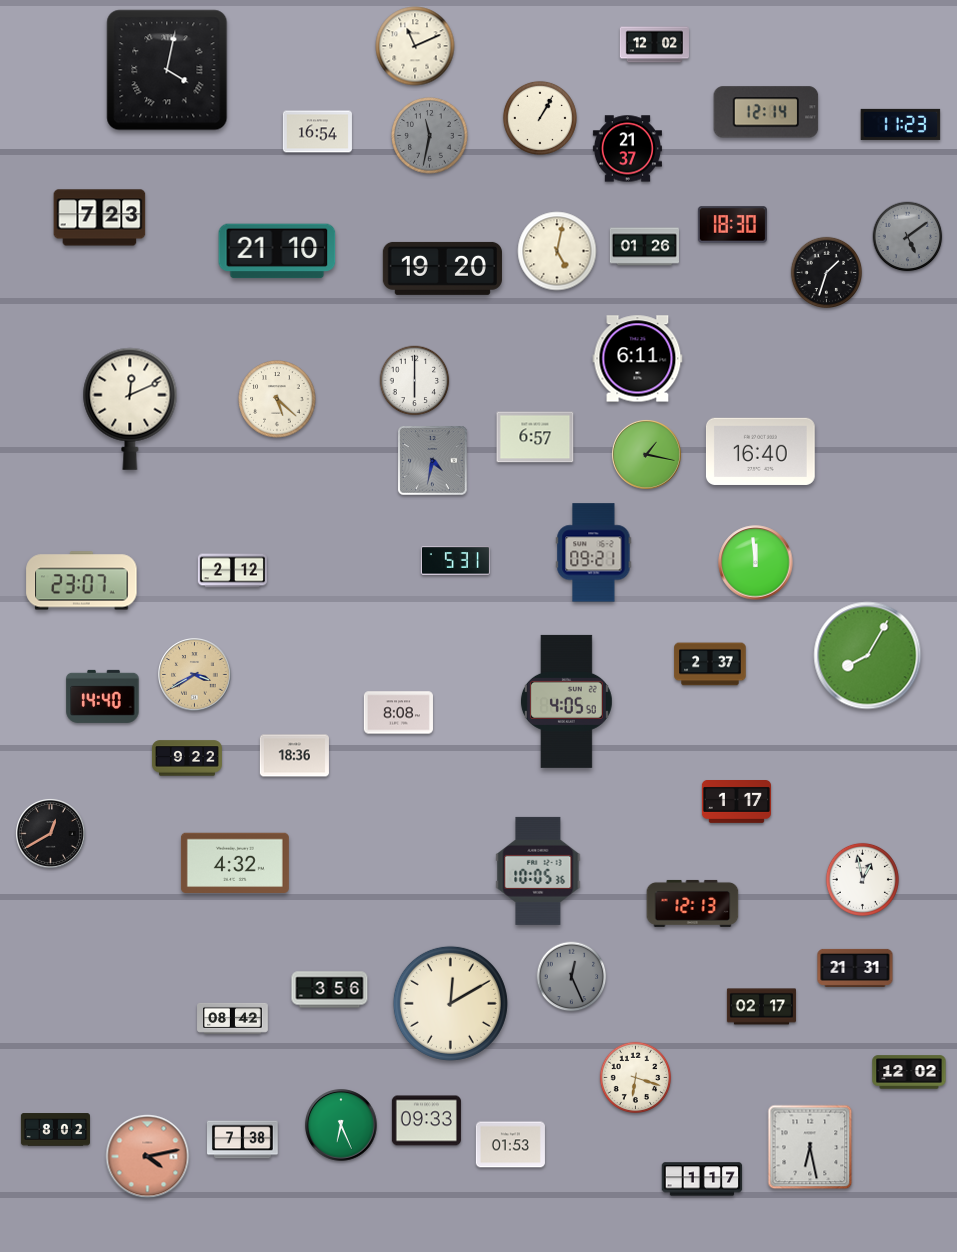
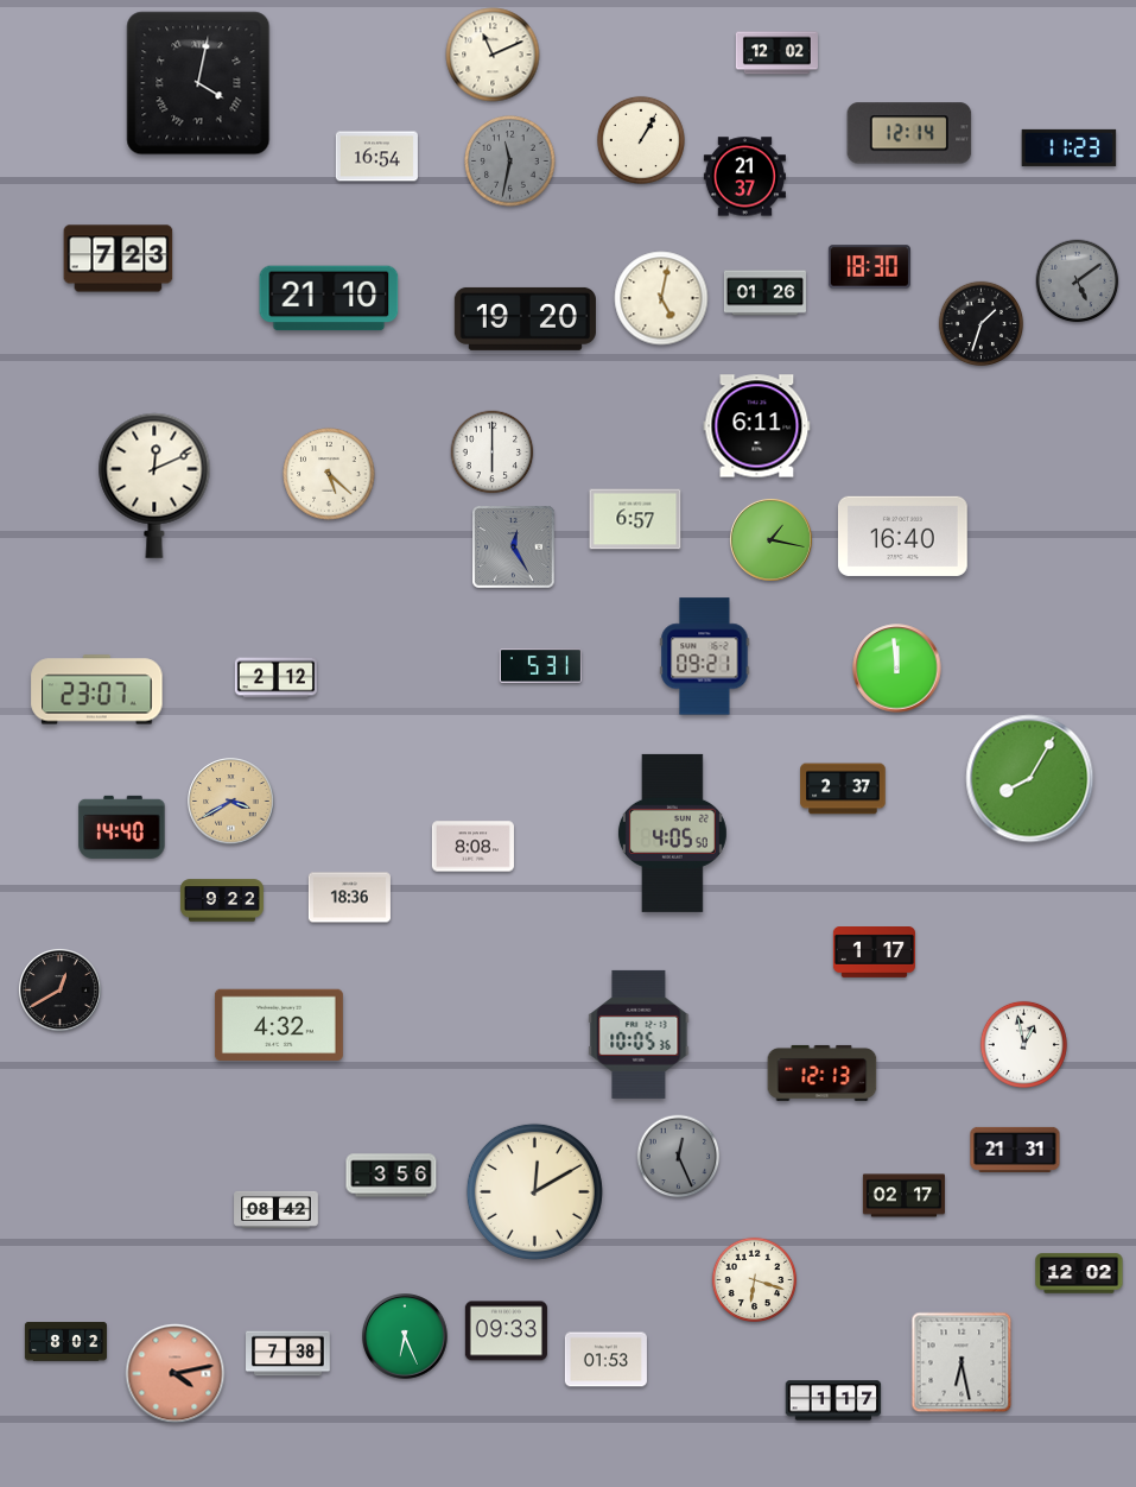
clock at (646, 454) position: (646, 454) -> (770, 539)
clock at (433, 461): 4:32 -> 12:25
clock at (572, 977) position: (572, 977) -> (679, 1157)
